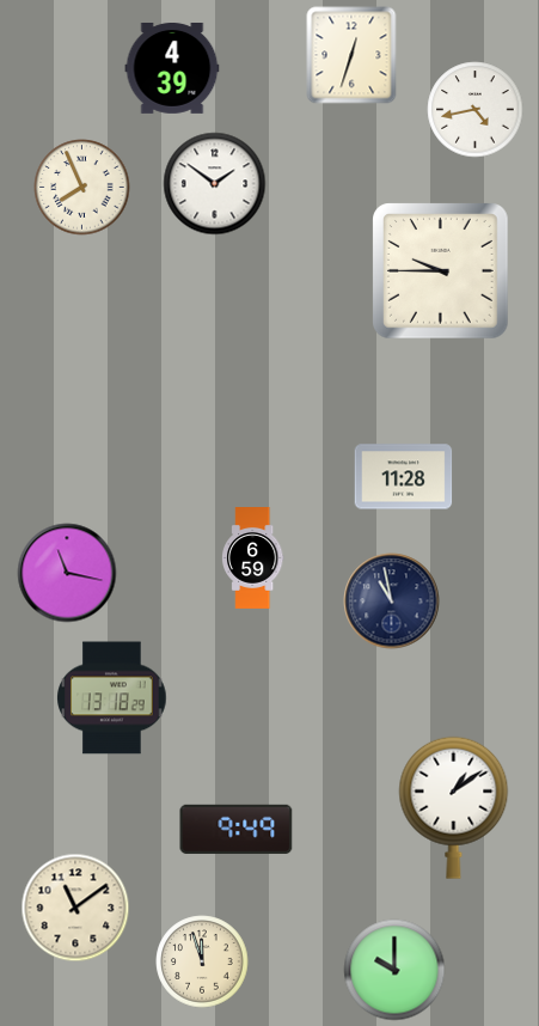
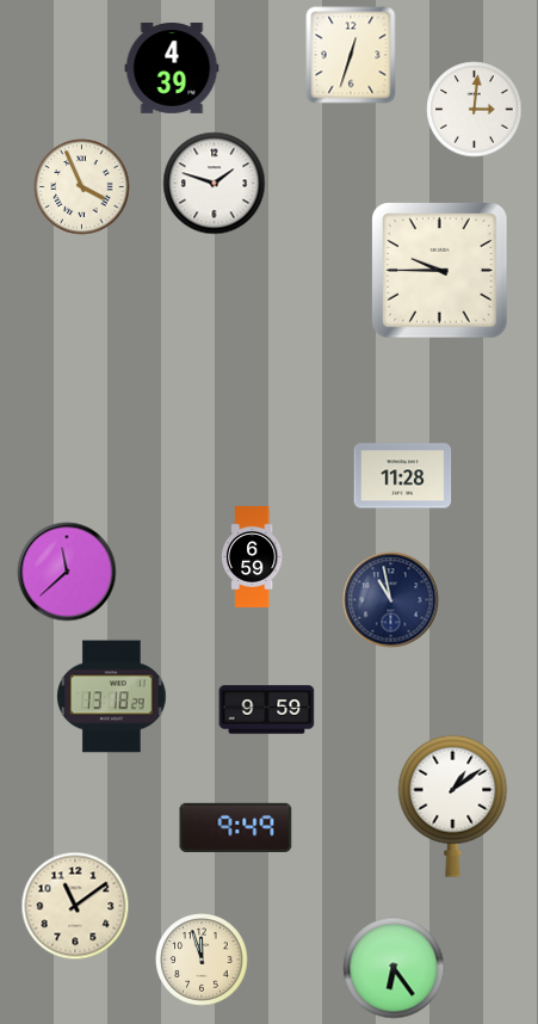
clock at (476, 110): 4:43 -> 3:01
clock at (215, 184): 1:51 -> 1:48
clock at (82, 188): 7:56 -> 3:56
clock at (67, 573): 11:17 -> 11:38
clock at (267, 710): none -> 9:59
clock at (394, 970): 10:00 -> 6:24
